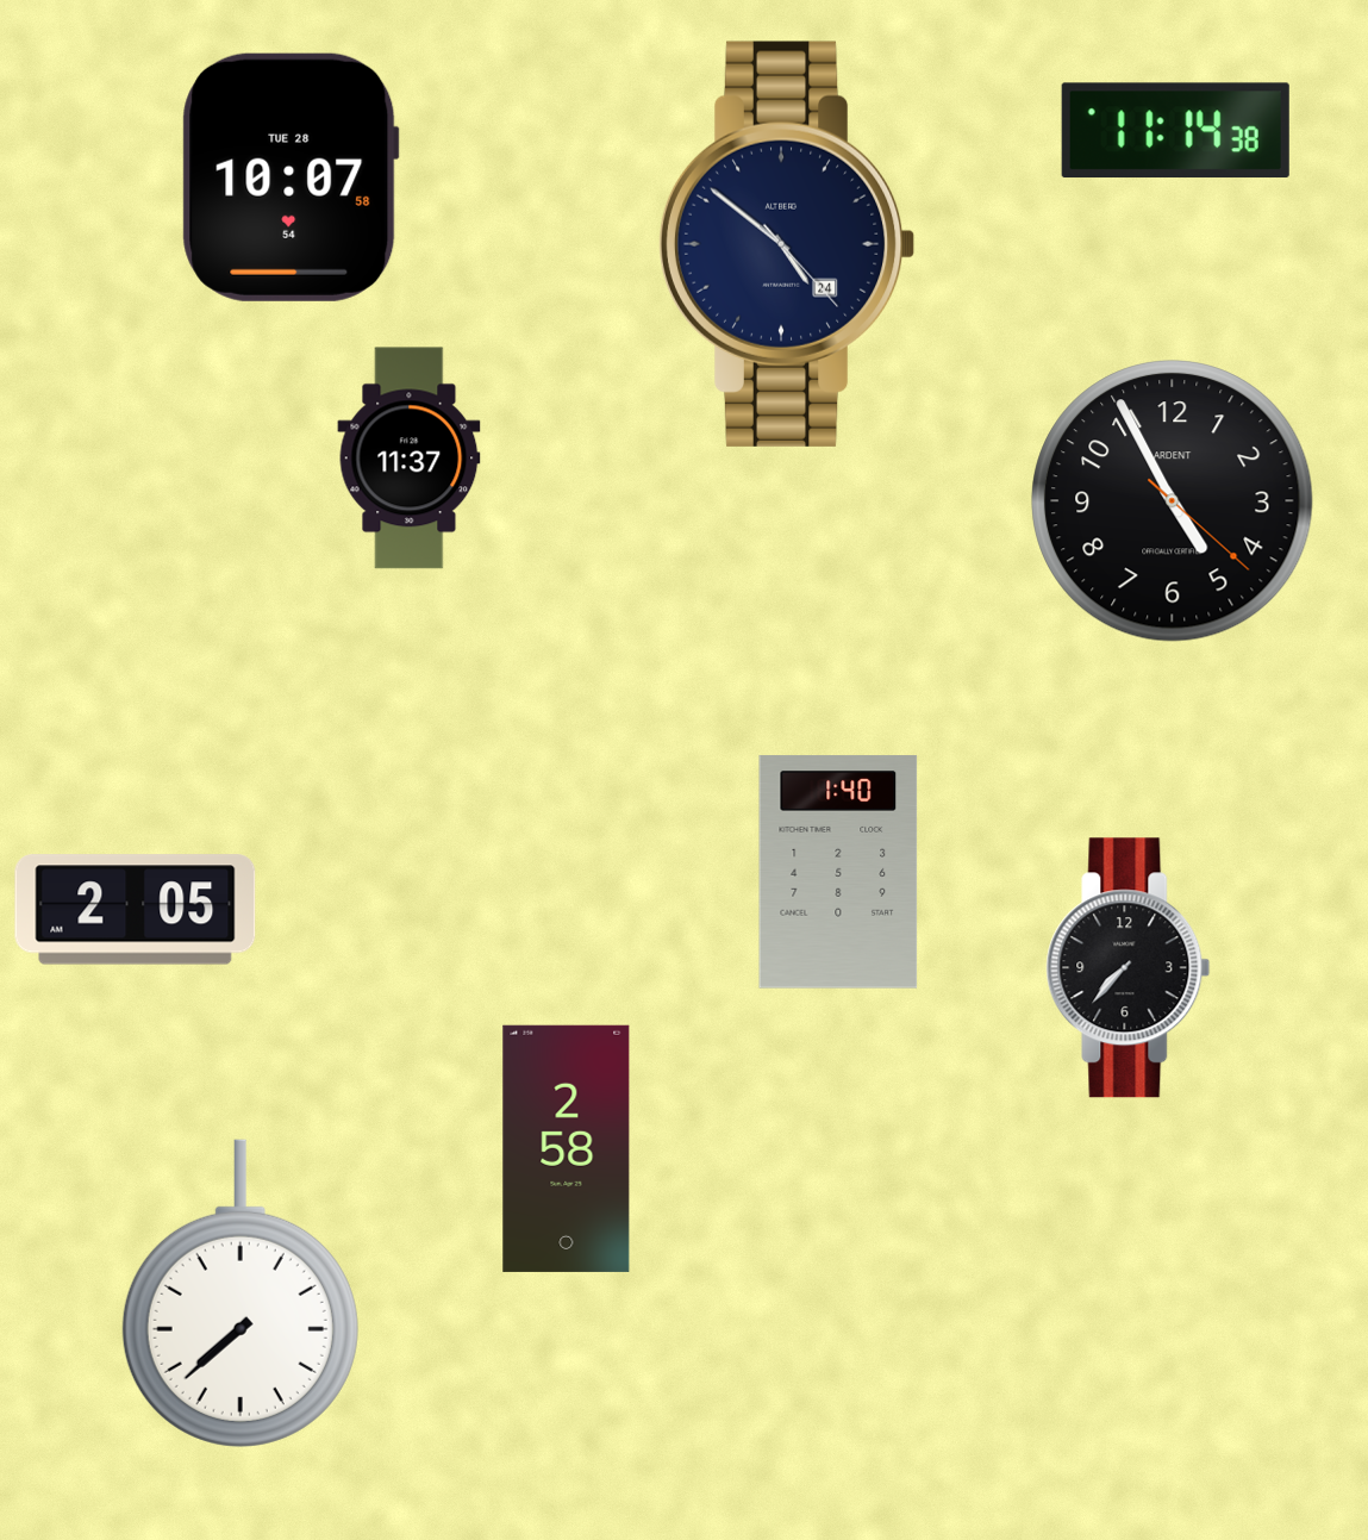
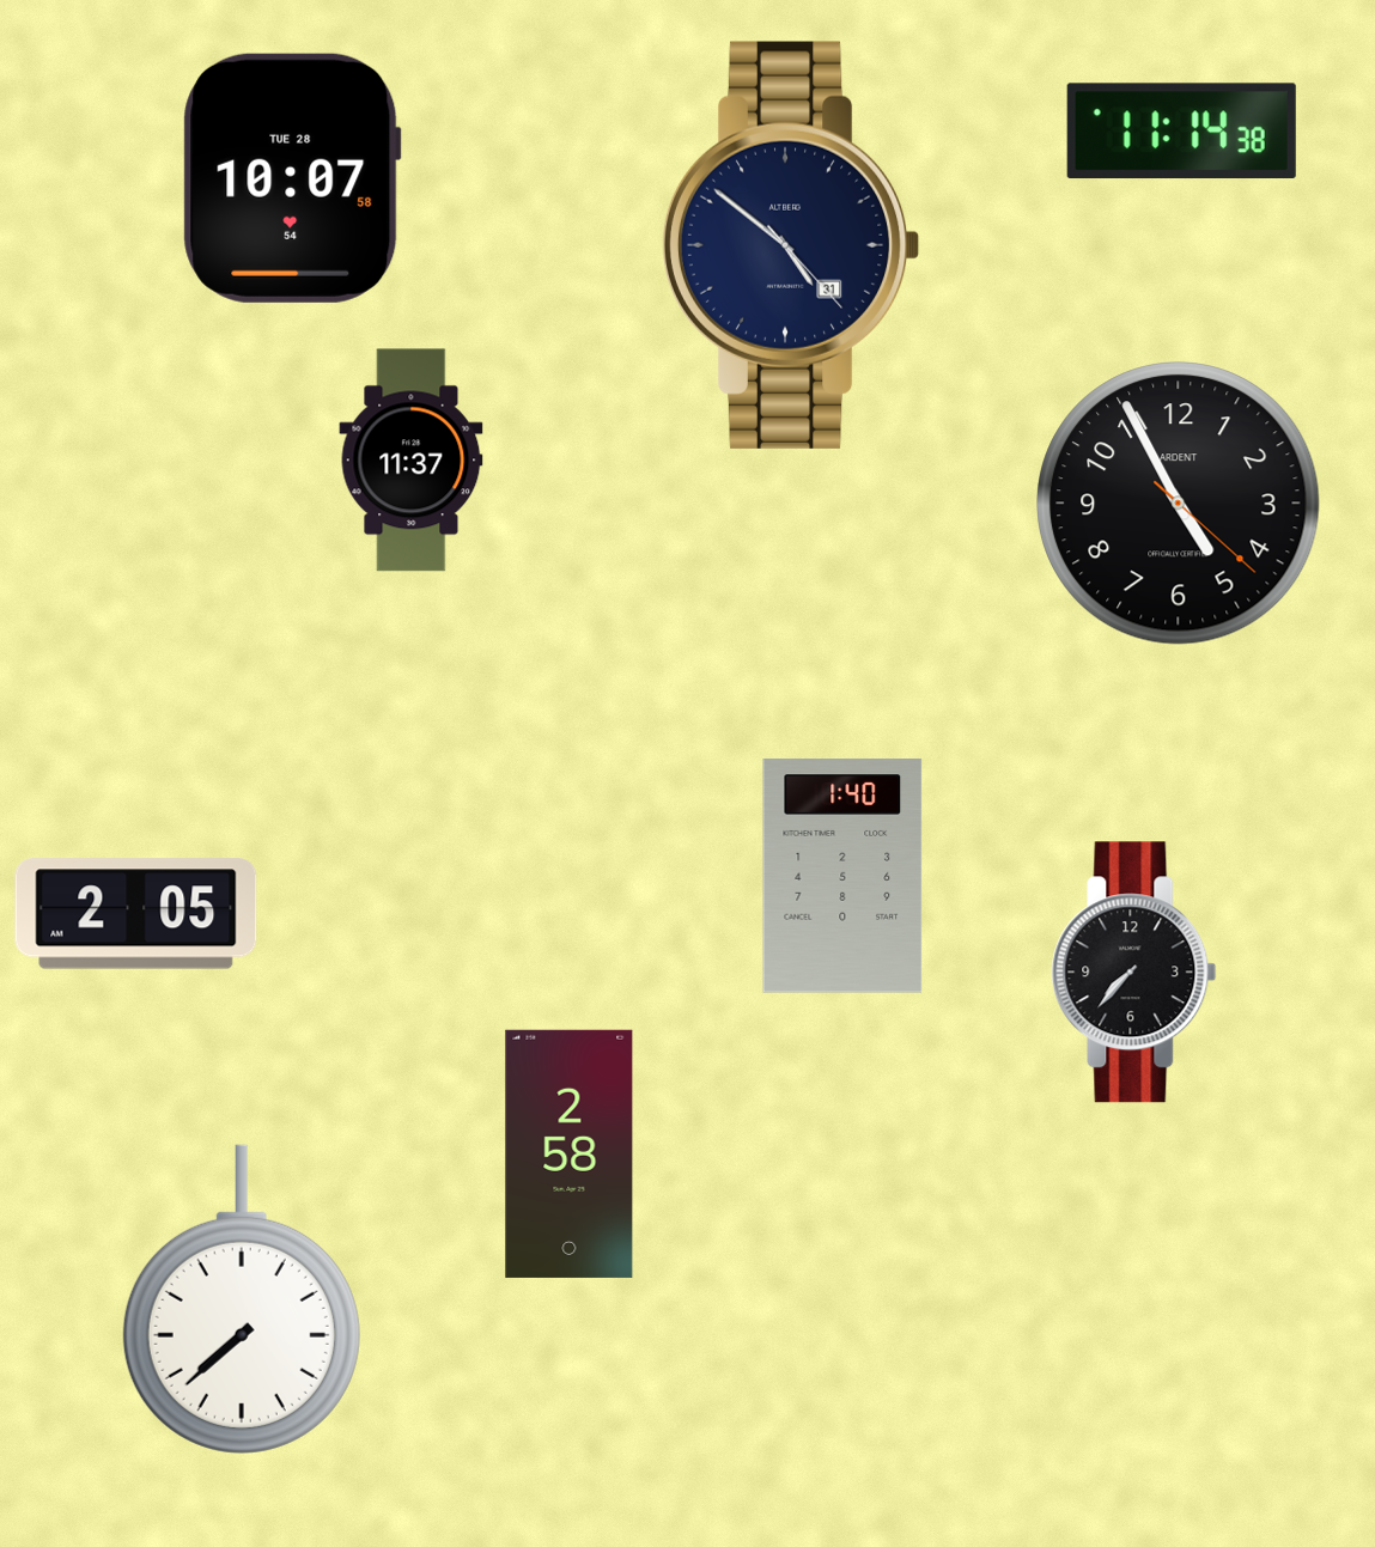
clock at (787, 244) date: 24 -> 31
